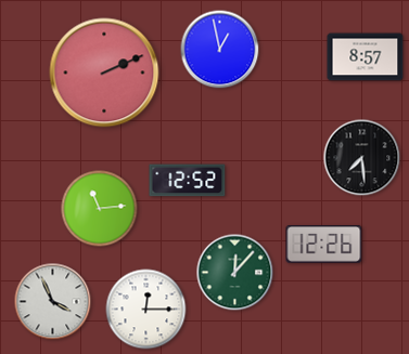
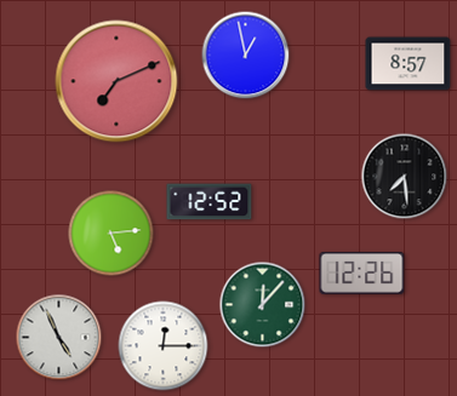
clock at (104, 73): 2:11 -> 7:11
clock at (100, 209): 11:14 -> 5:14
clock at (53, 302): 3:56 -> 4:56
